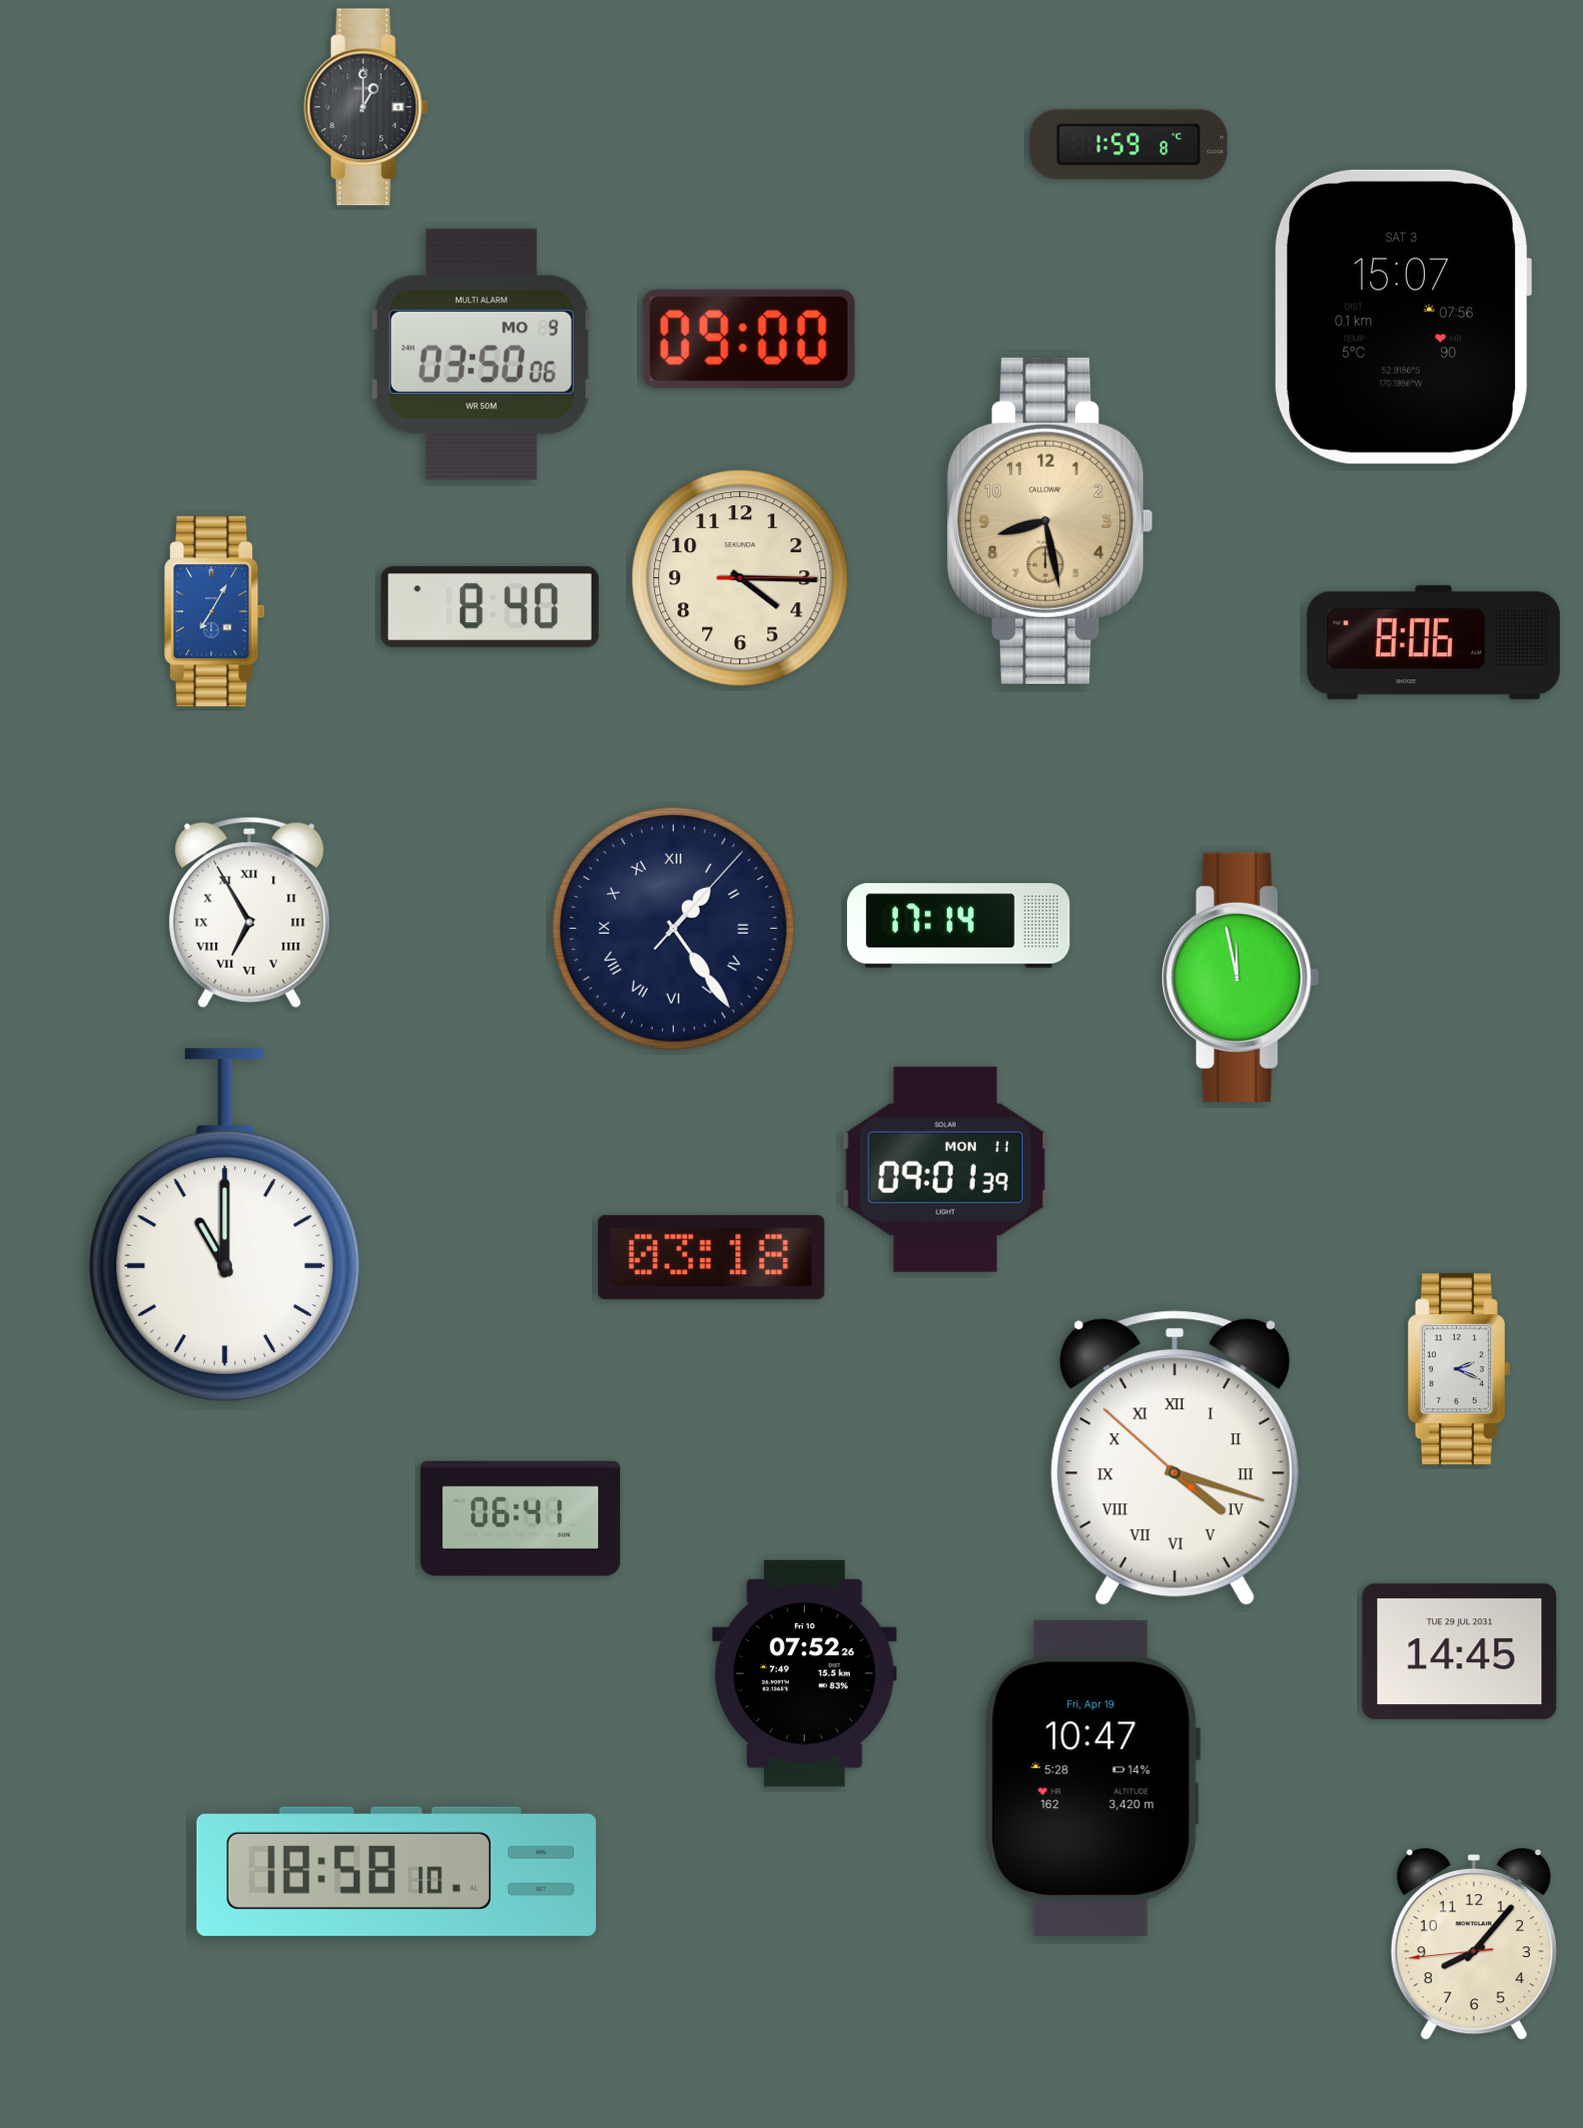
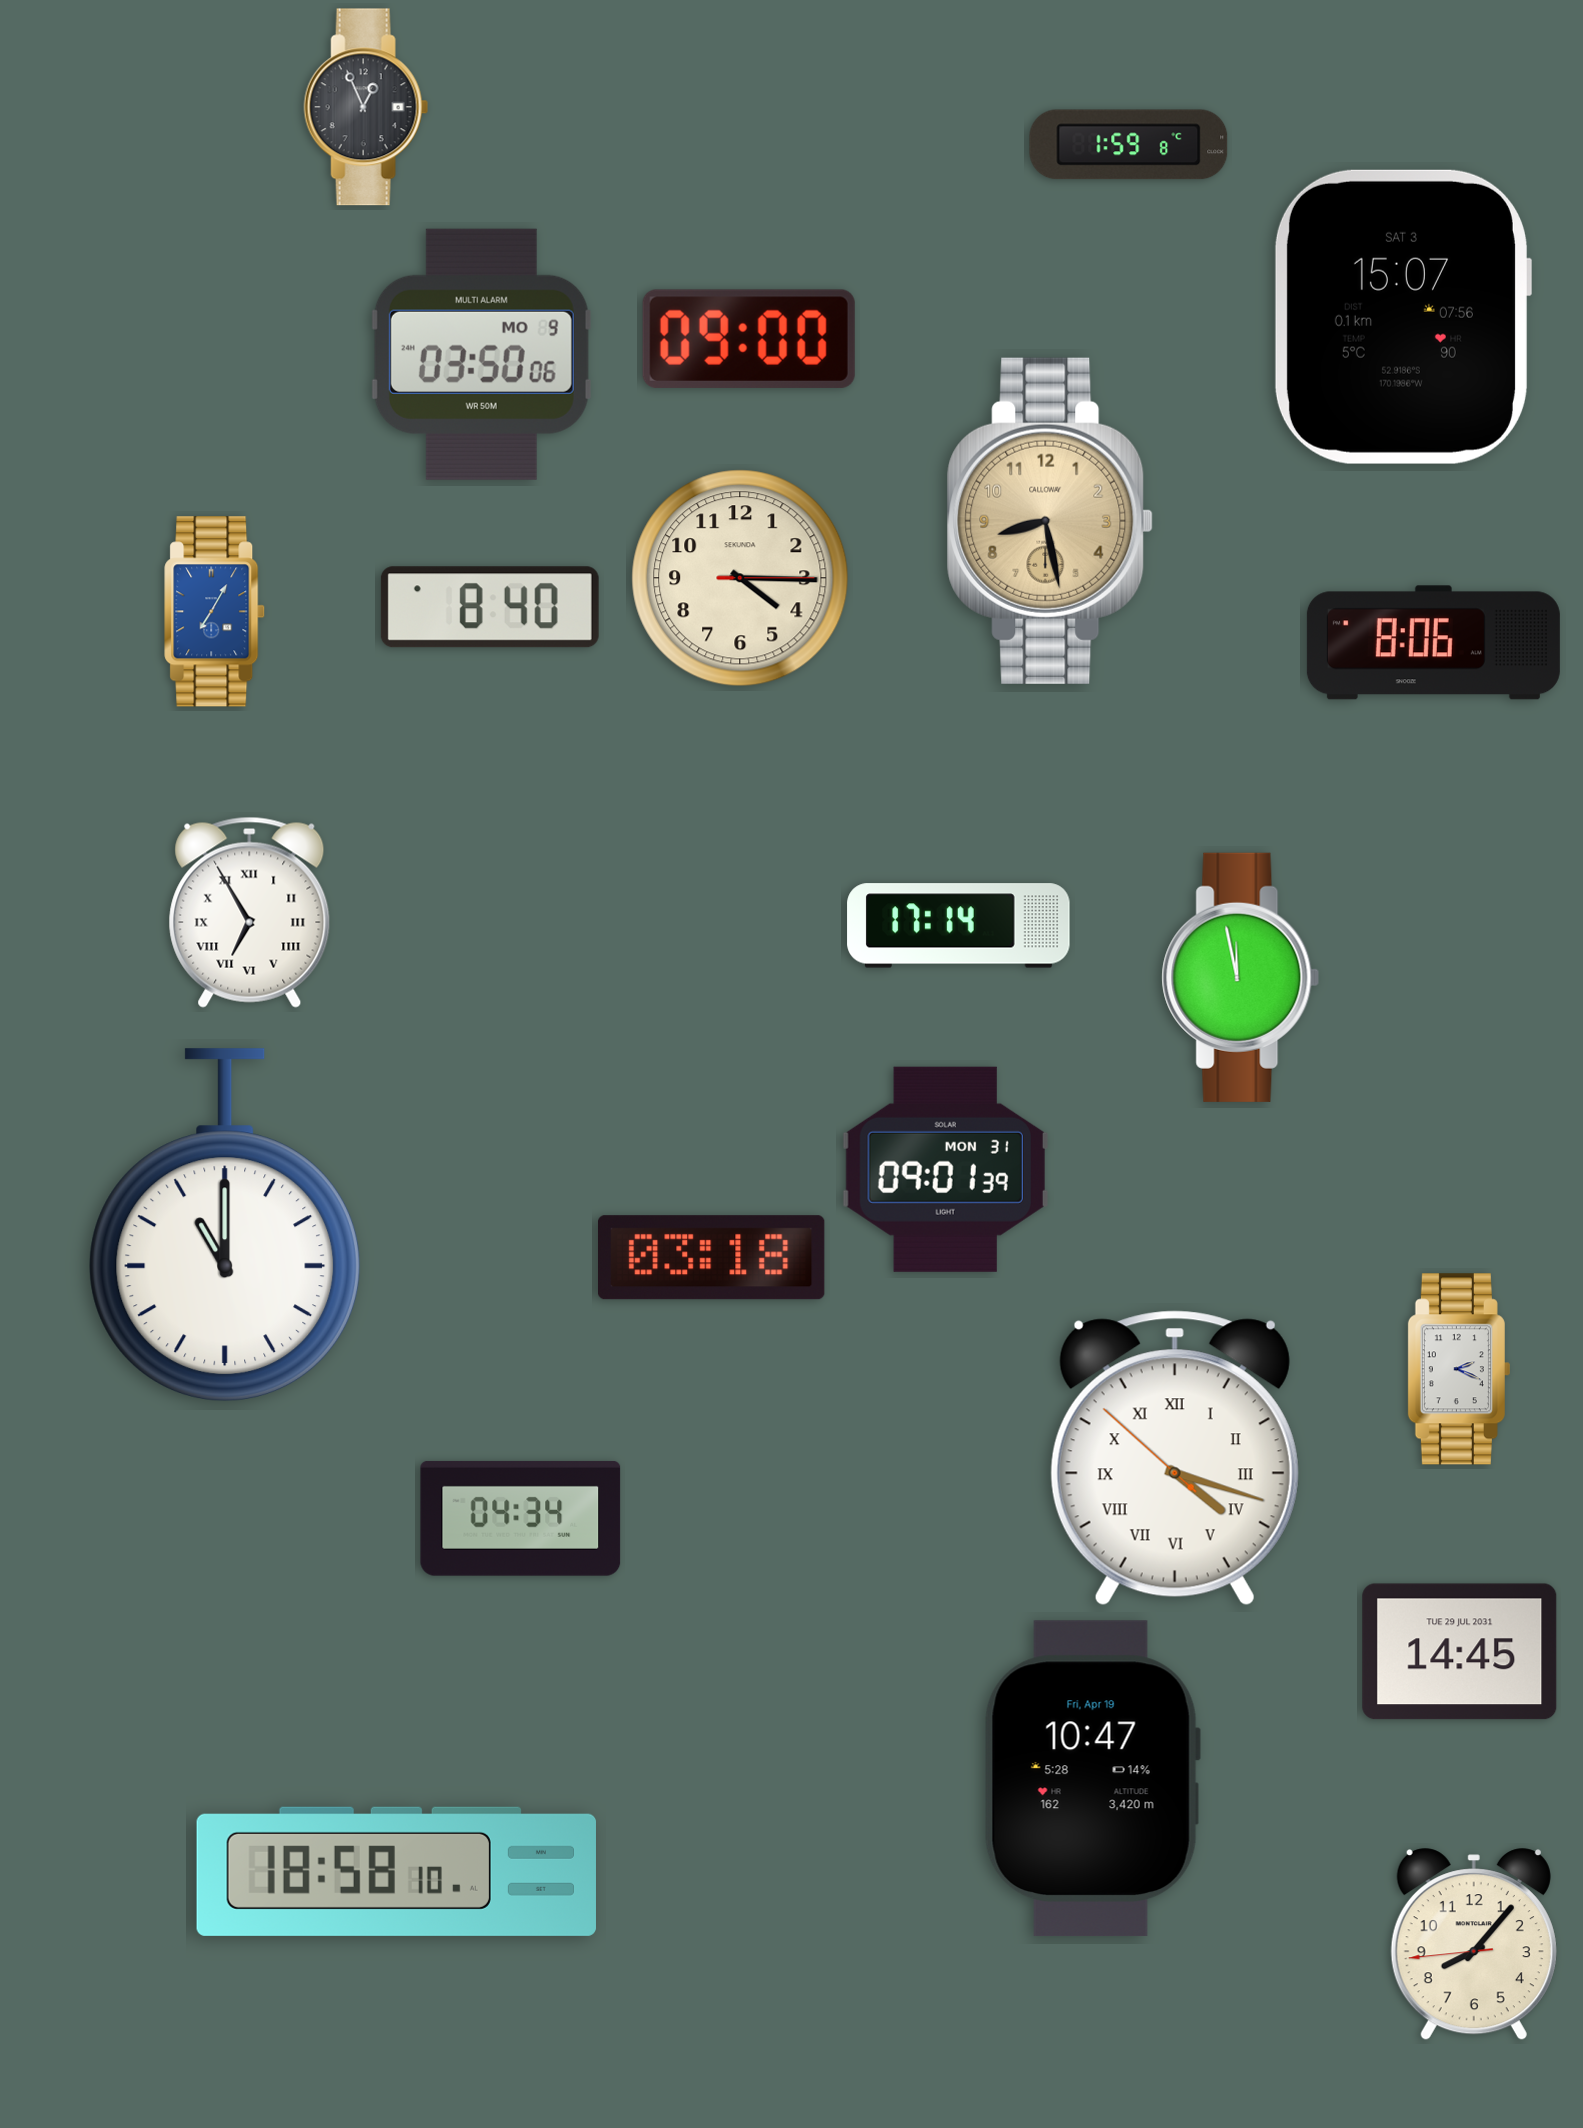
clock at (366, 107): 1:00 -> 12:56
clock at (673, 928): 1:24 -> none
clock at (945, 1169) date: MON 11 -> MON 31
clock at (521, 1518): 06:41 -> 04:34
clock at (805, 1674): 07:52 -> none
